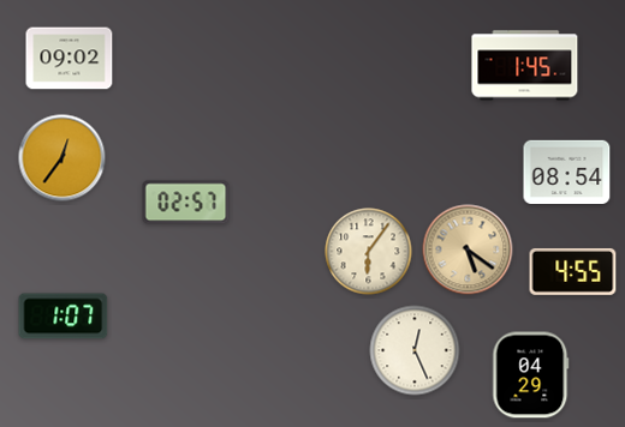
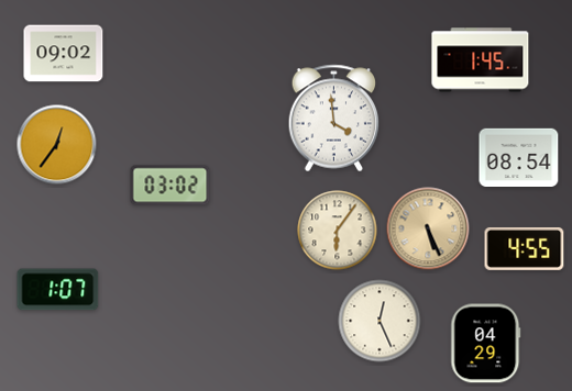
clock at (334, 119): none -> 3:59
clock at (186, 203): 02:57 -> 03:02
clock at (468, 249): 5:21 -> 5:26
